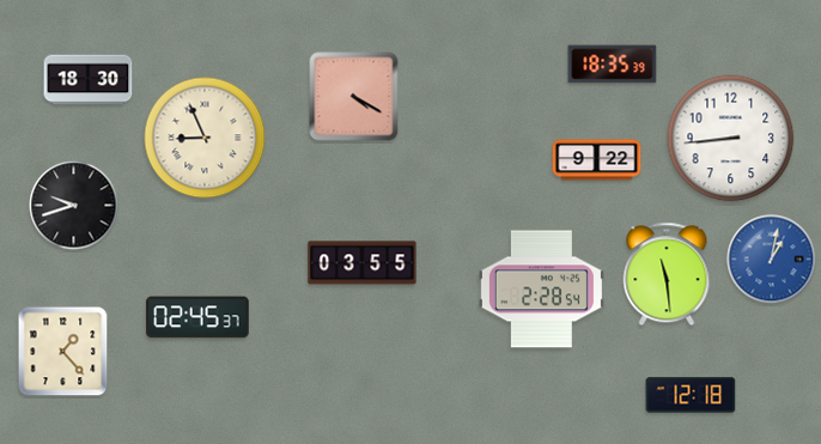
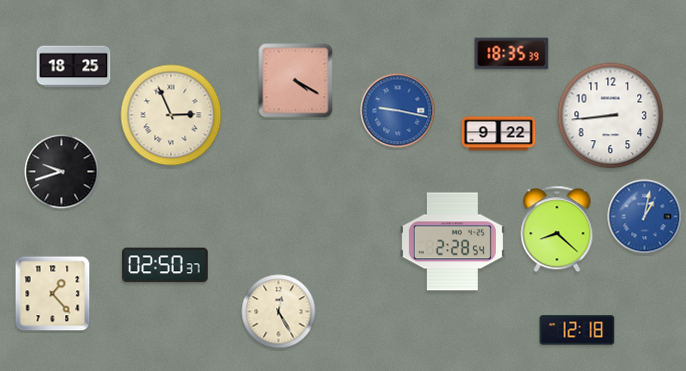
clock at (89, 80): 18:30 -> 18:25
clock at (398, 111): none -> 9:17
clock at (205, 138): 8:56 -> 2:56
clock at (363, 263): 03:55 -> none
clock at (667, 274): 11:29 -> 8:22
clock at (197, 317): 02:45 -> 02:50
clock at (279, 312): none -> 12:25
